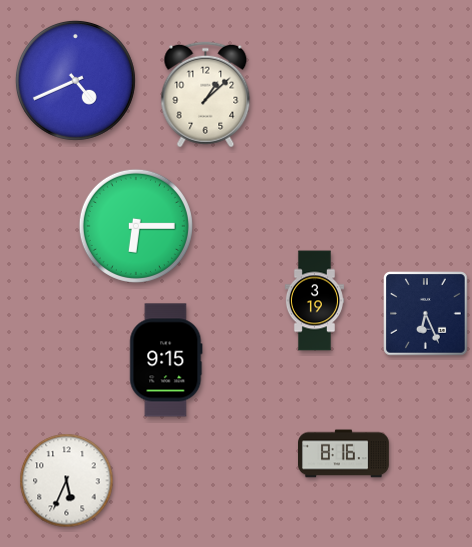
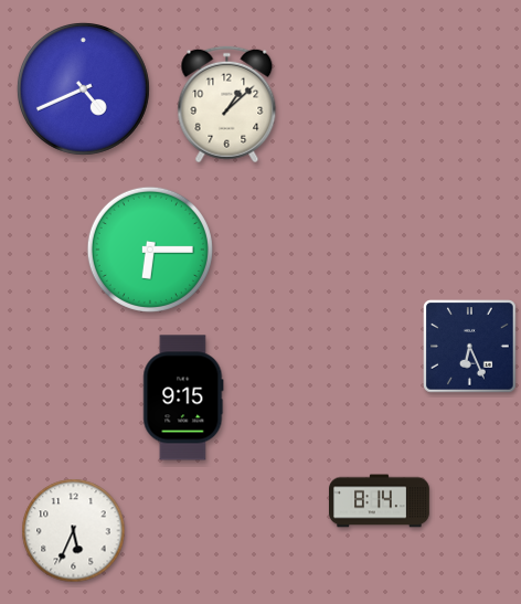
clock at (314, 301): 3:19 -> none
clock at (344, 454): 8:16 -> 8:14
